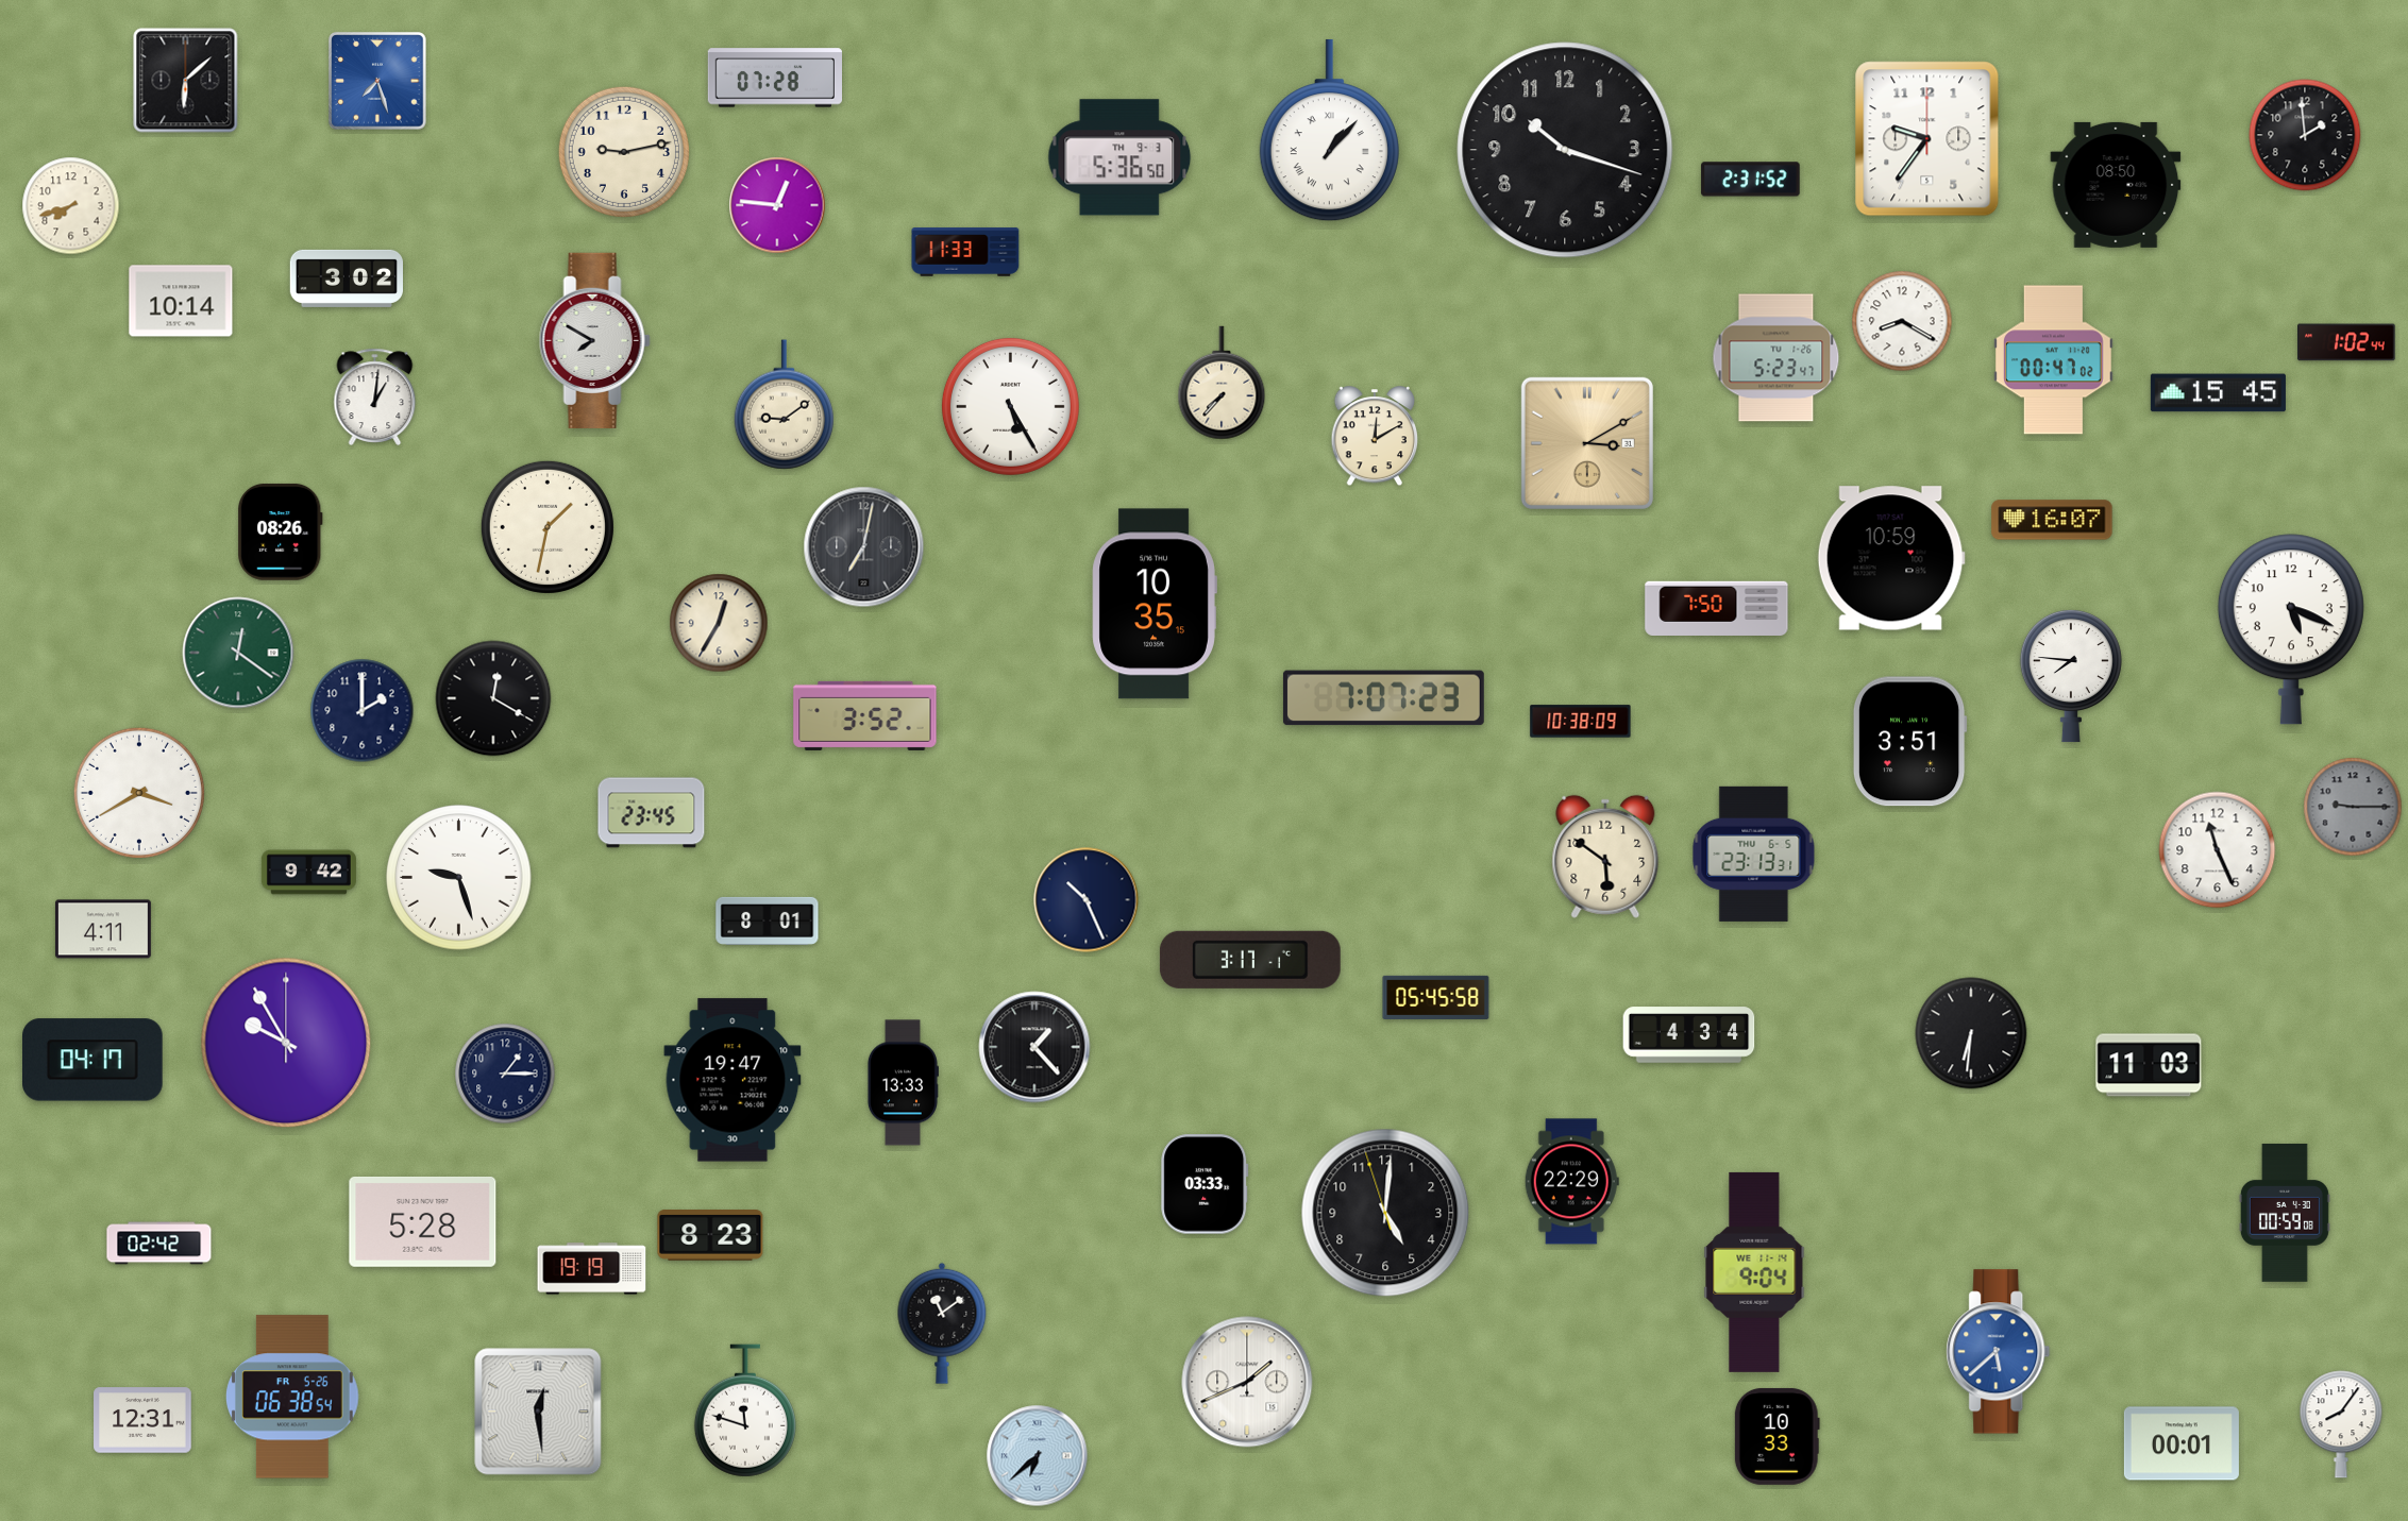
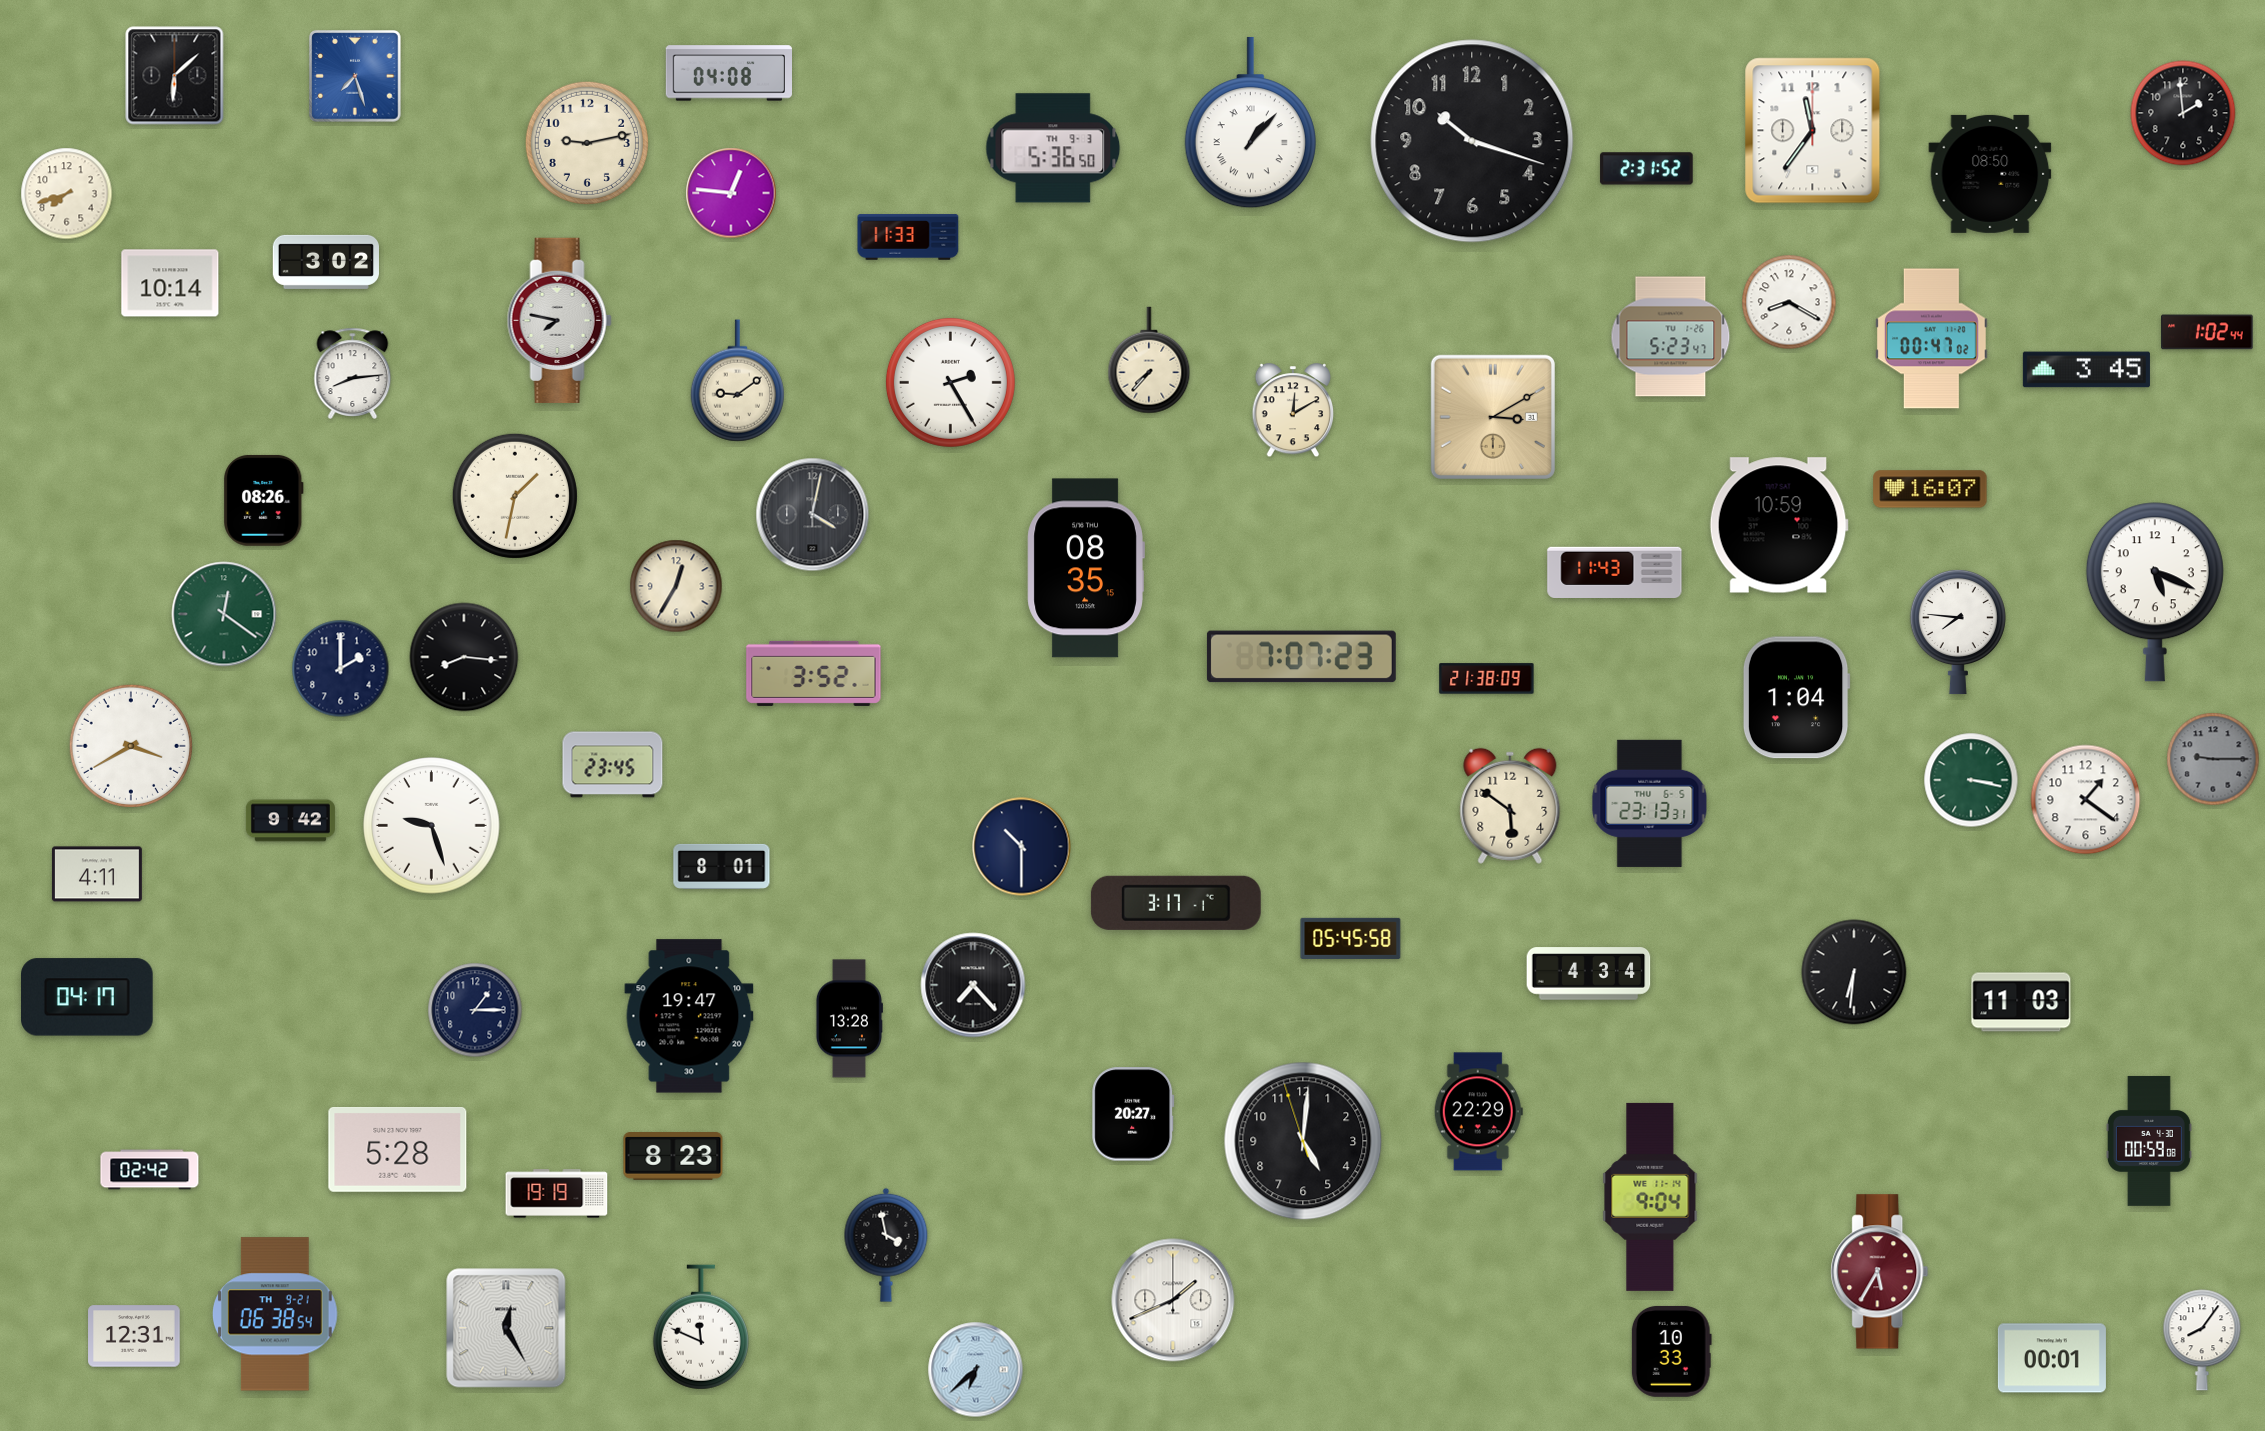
clock at (774, 78): 07:28 -> 04:08
clock at (2305, 135) position: (2305, 135) -> (2183, 113)
clock at (1927, 139): 9:36 -> 11:36
clock at (594, 340): 7:50 -> 7:47
clock at (2346, 342) position: (2346, 342) -> (2207, 332)
clock at (2218, 393): 15:45 -> 3:45
clock at (375, 396): 1:01 -> 8:14
clock at (1010, 406): 5:25 -> 2:25
clock at (864, 547): 7:02 -> 4:02
clock at (1155, 604): 10:35 -> 08:35
clock at (1717, 608): 7:50 -> 11:43
clock at (2071, 676) position: (2071, 676) -> (1958, 632)
clock at (493, 698): 12:20 -> 8:16
clock at (1581, 722): 10:38 -> 21:38
clock at (1909, 742): 3:51 -> 1:04
clock at (1971, 780): none -> 3:17
clock at (2218, 850): 11:26 -> 1:21
clock at (1087, 900): 10:26 -> 10:30
clock at (286, 1043): 9:55 -> none
clock at (1034, 1047): 1:23 -> 7:23
clock at (903, 1083): 13:33 -> 13:28
clock at (1205, 1184): 03:33 -> 20:27
clock at (710, 1236) position: (710, 1236) -> (673, 1157)
clock at (942, 1323): 11:09 -> 3:58
clock at (1999, 1352): 5:38 -> 5:35
clock at (1999, 1352) dial: blue -> burgundy
clock at (292, 1397) date: FR 5-26 -> TH 9-21
clock at (745, 1410): 11:48 -> 11:49
clock at (538, 1412): 12:29 -> 12:25
